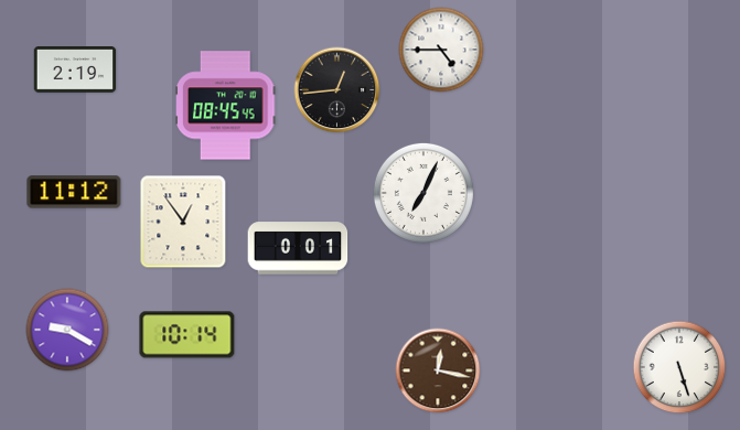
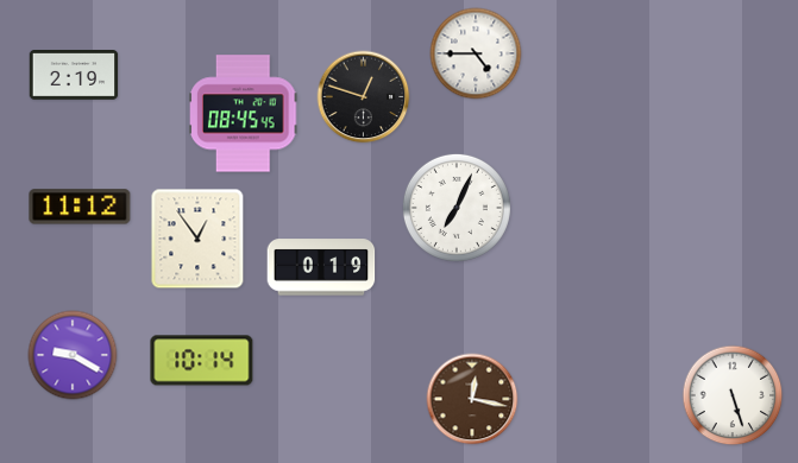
clock at (75, 71) position: (75, 71) -> (74, 76)
clock at (337, 90): 12:44 -> 12:48
clock at (298, 248): 0:01 -> 0:19
